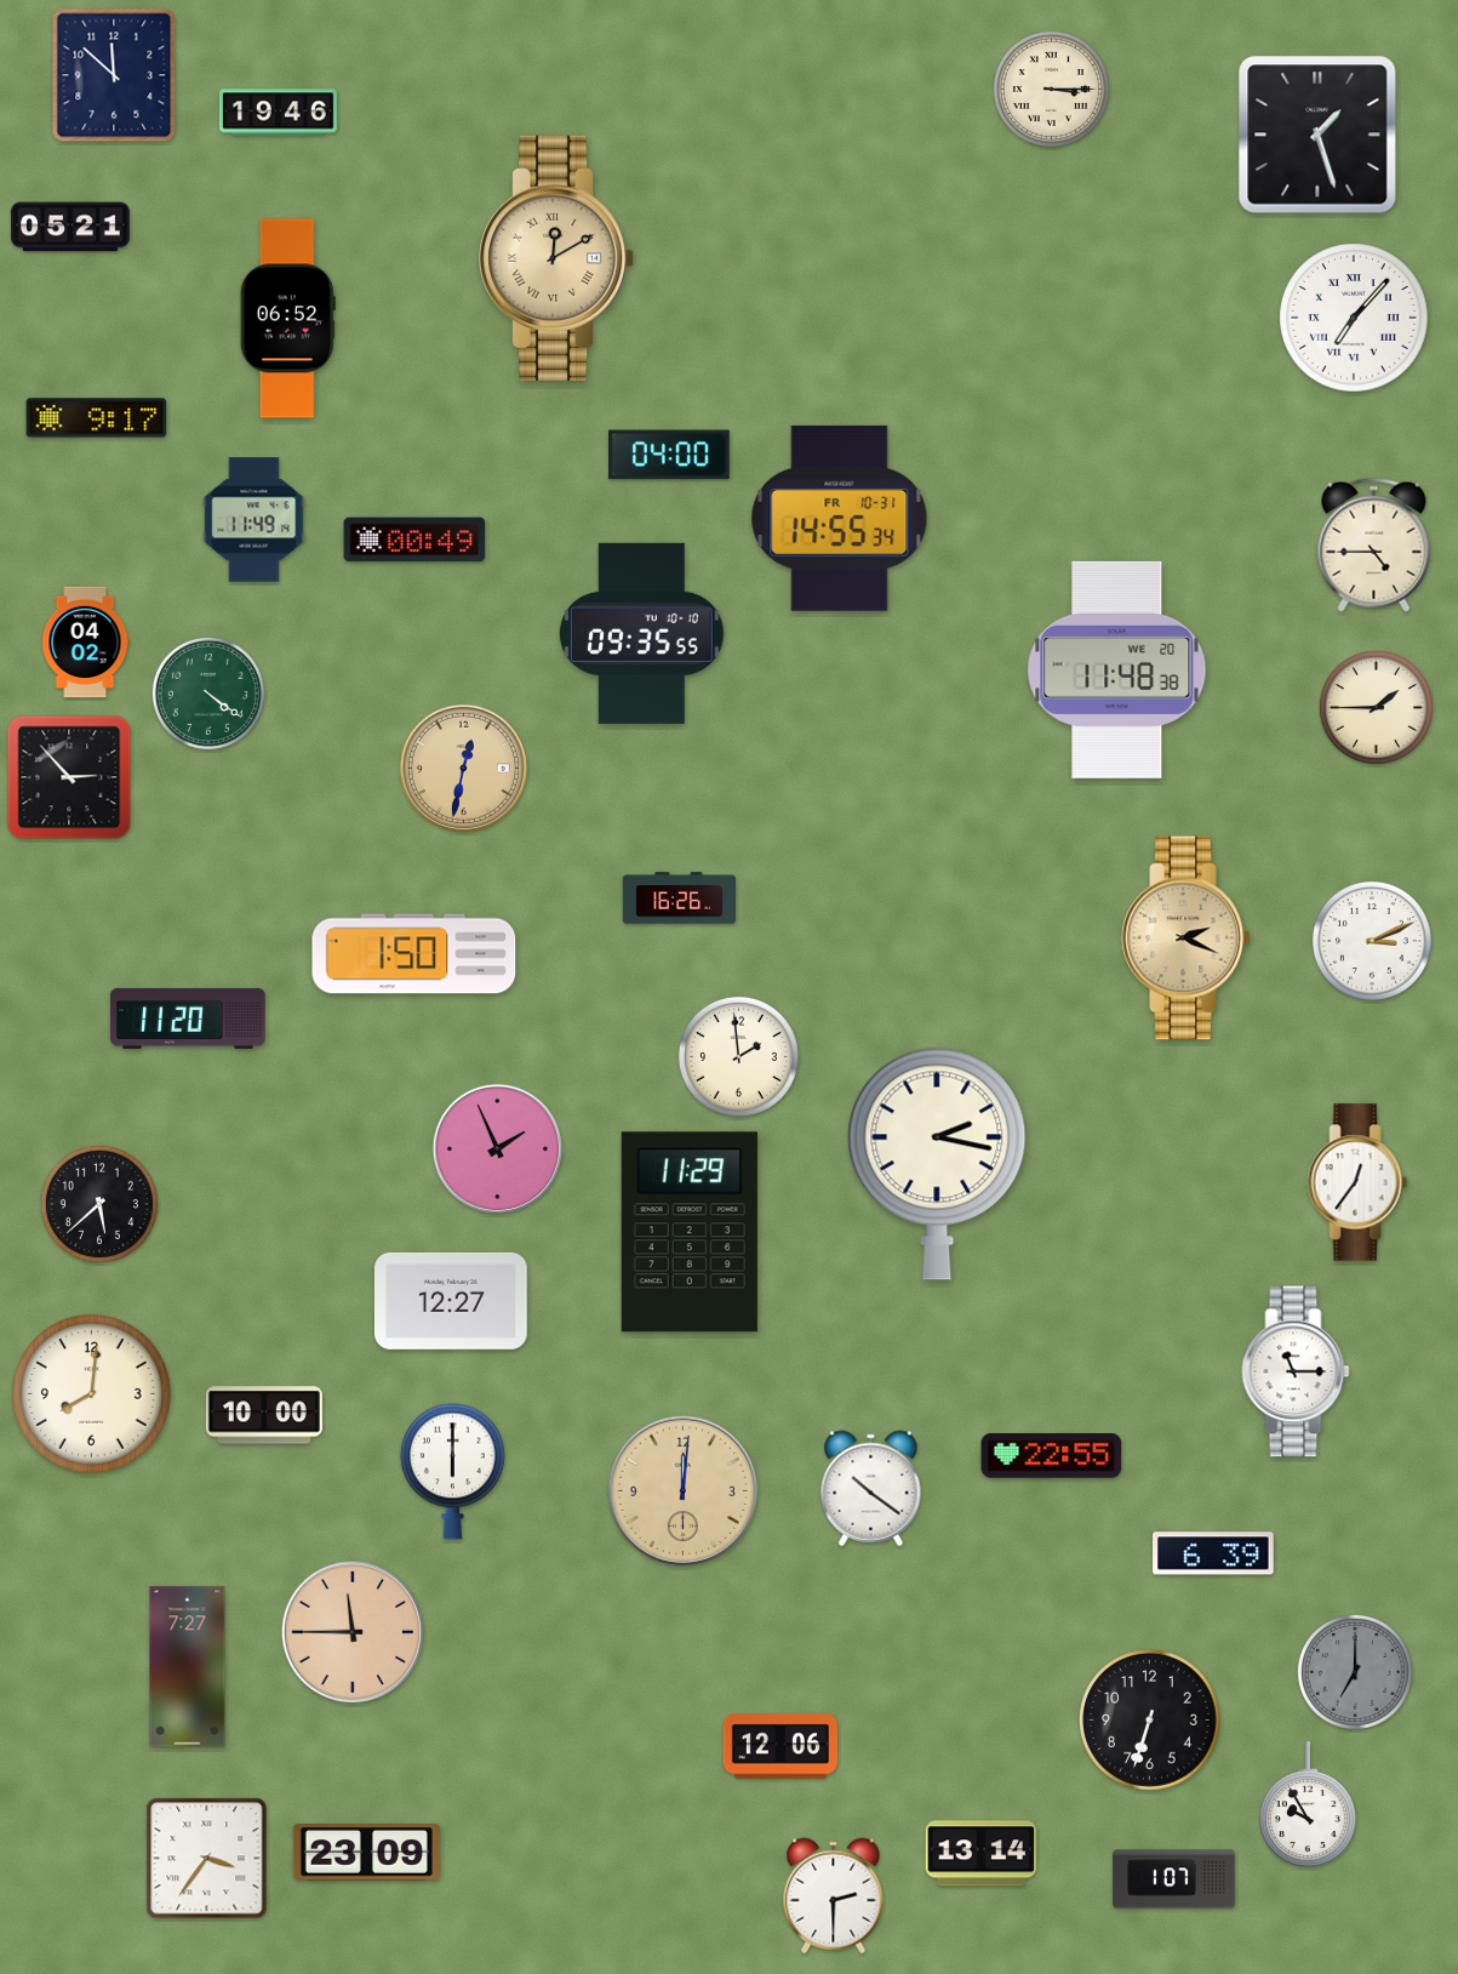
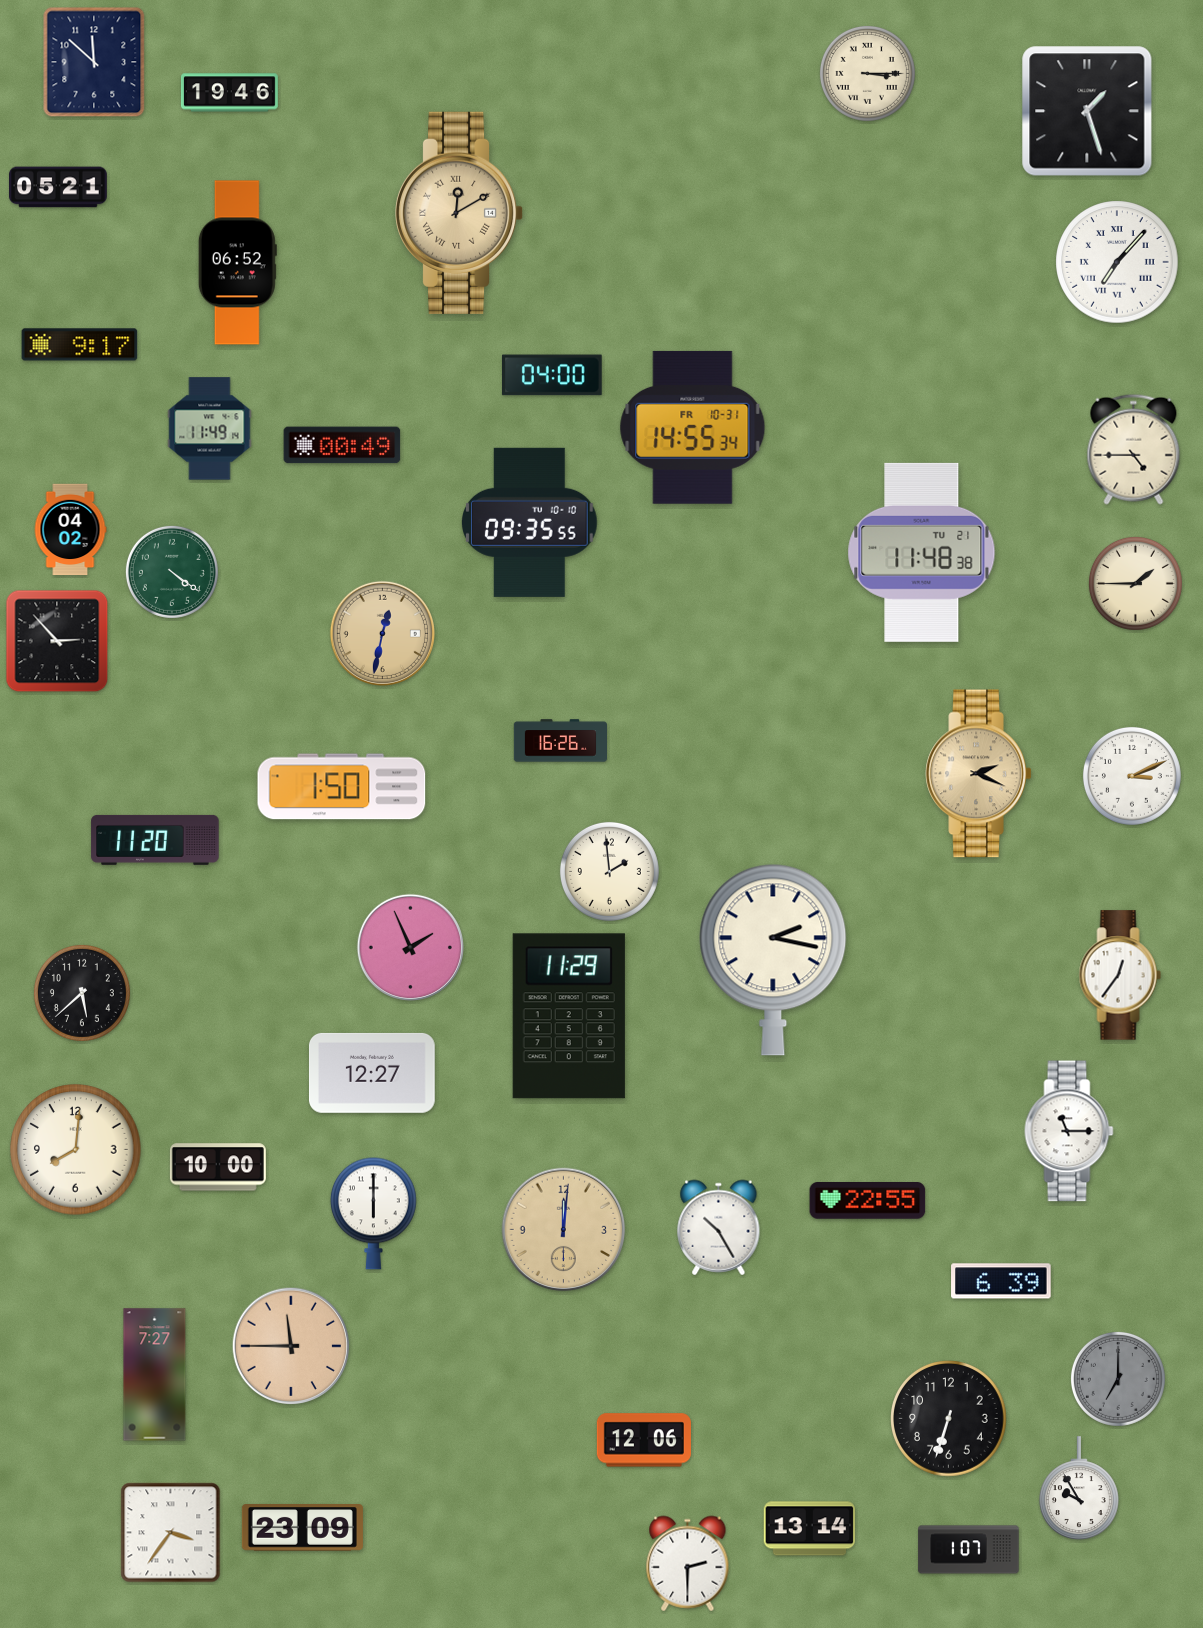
clock at (1117, 669) date: WE 20 -> TU 21
clock at (871, 1489): 10:21 -> 10:25
